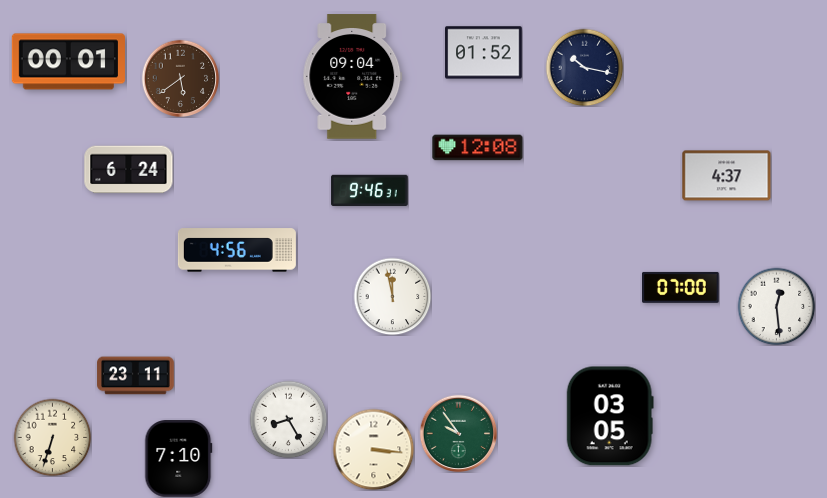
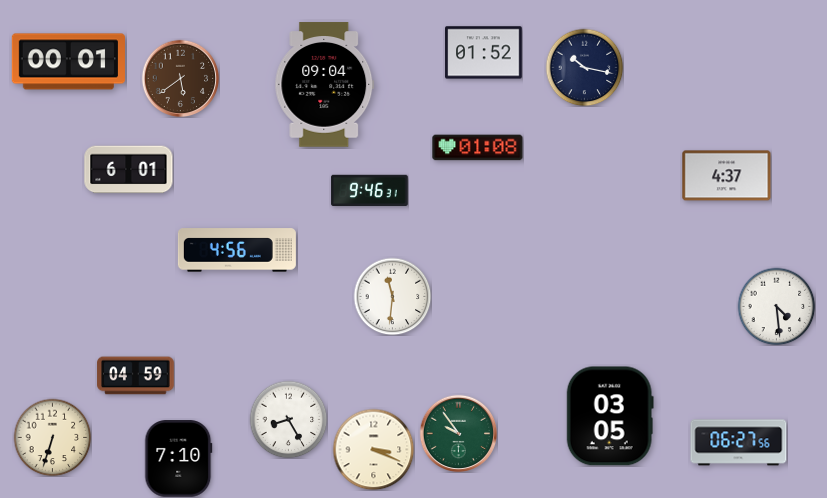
clock at (353, 77) position: (353, 77) -> (325, 85)
clock at (478, 148): 12:08 -> 01:08
clock at (129, 170): 6:24 -> 6:01
clock at (681, 287): 07:00 -> none
clock at (392, 296): 11:58 -> 11:31
clock at (776, 306): 12:29 -> 4:29
clock at (136, 376): 23:11 -> 04:59
clock at (739, 443): none -> 06:27
clock at (373, 449): 3:16 -> 3:19
